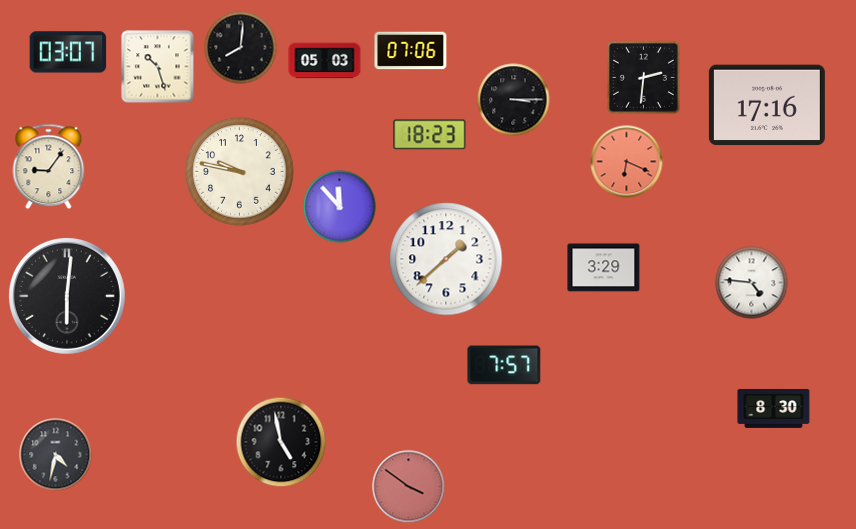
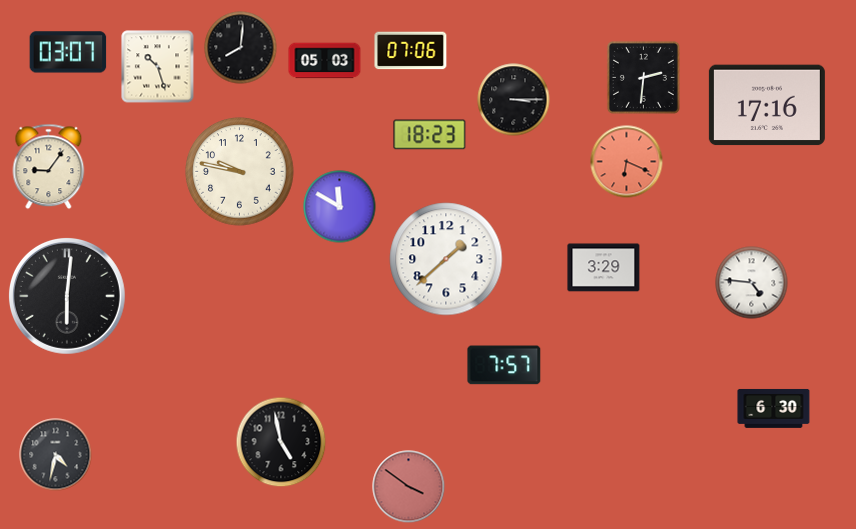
clock at (340, 207): 11:53 -> 11:50
clock at (774, 409): 8:30 -> 6:30
